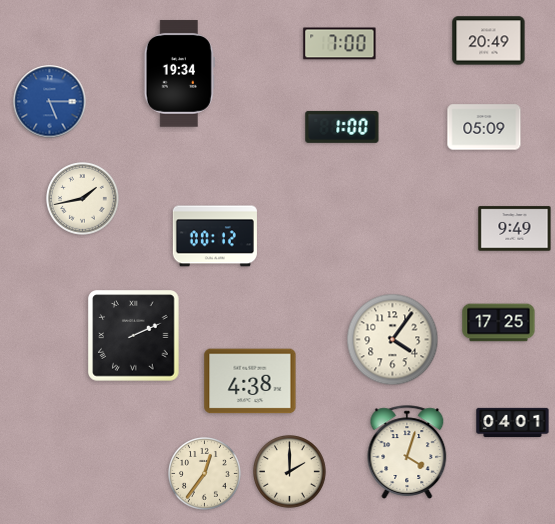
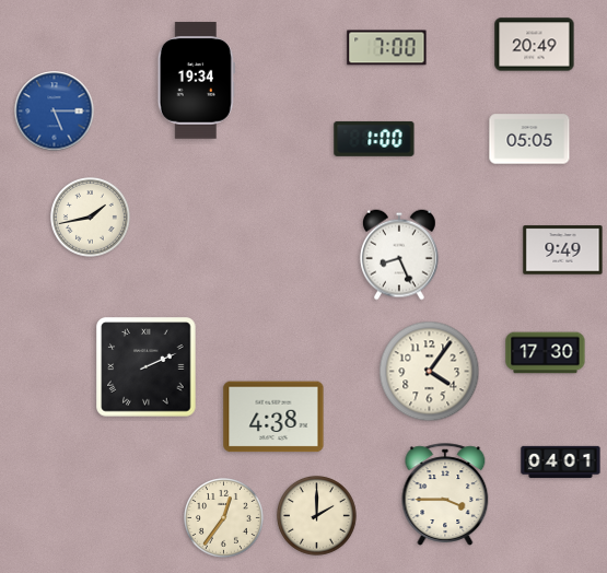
clock at (340, 44) position: (340, 44) -> (387, 48)
clock at (484, 127): 05:09 -> 05:05
clock at (399, 255): none -> 8:26
clock at (215, 236): 00:12 -> none
clock at (499, 323): 17:25 -> 17:30
clock at (407, 452): 4:03 -> 3:45
